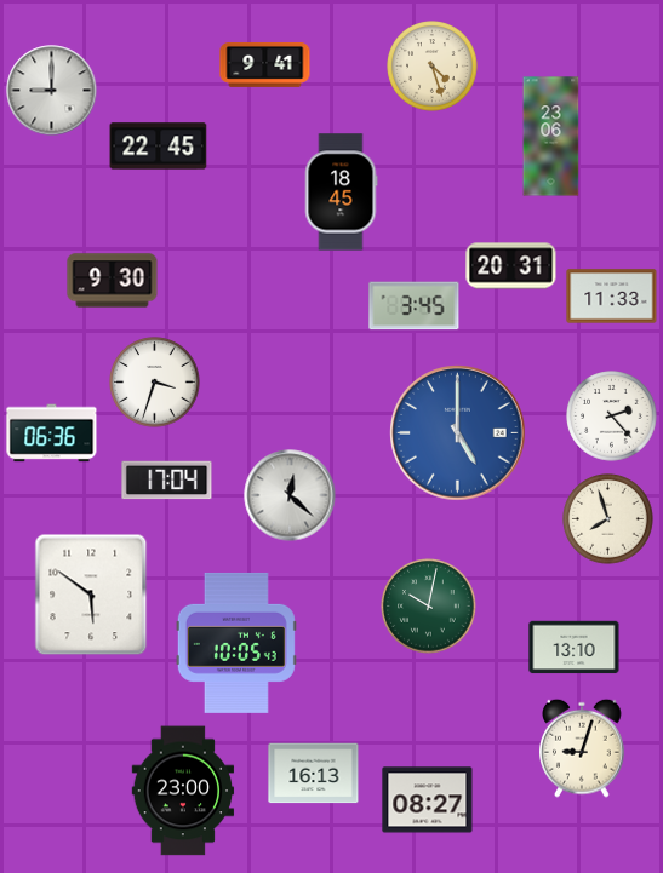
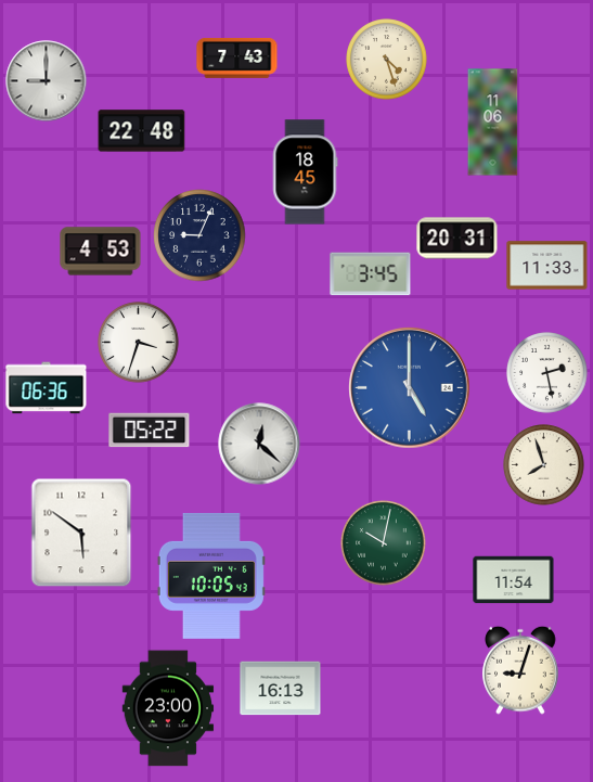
clock at (265, 64): 9:41 -> 7:43
clock at (551, 137): 23:06 -> 11:06
clock at (159, 147): 22:45 -> 22:48
clock at (199, 235): none -> 9:04
clock at (113, 281): 9:30 -> 4:53
clock at (612, 417): 2:23 -> 2:28
clock at (167, 481): 17:04 -> 05:22
clock at (575, 648): 13:10 -> 11:54
clock at (314, 774) position: (314, 774) -> (281, 689)
clock at (183, 791) position: (183, 791) -> (168, 708)
clock at (428, 800): 08:27 -> none
